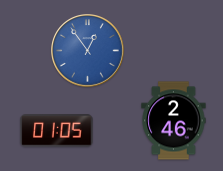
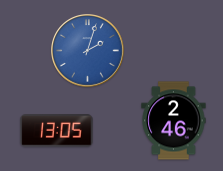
clock at (88, 51): 12:54 -> 2:03
clock at (57, 131): 01:05 -> 13:05
